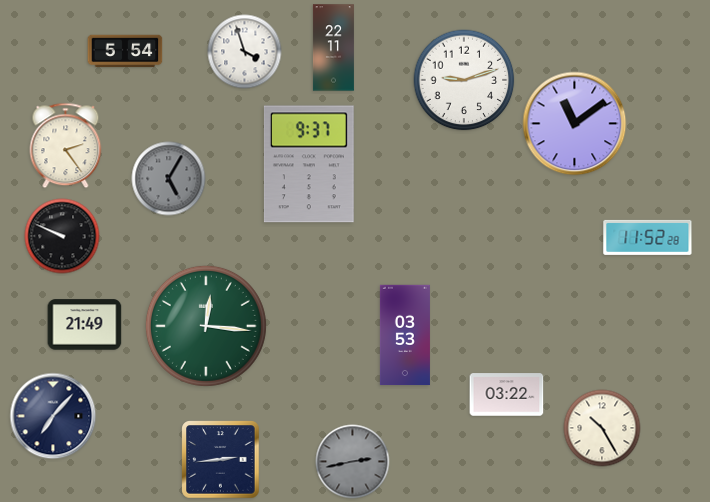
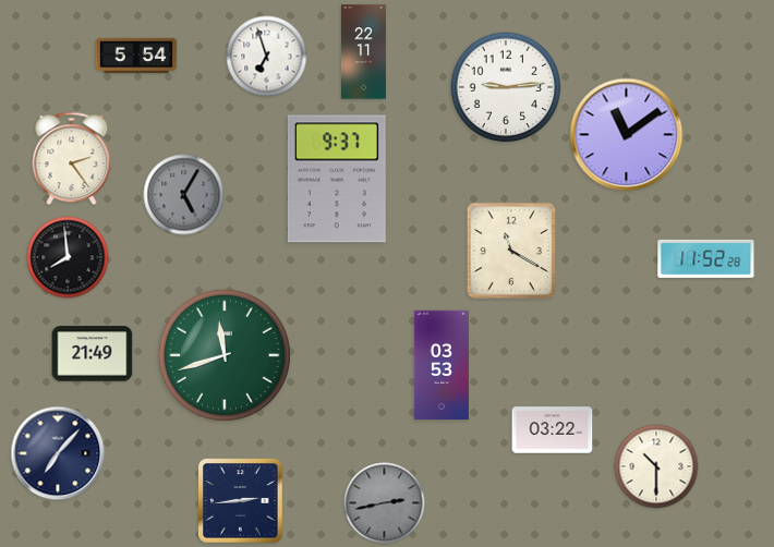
clock at (245, 52): 3:57 -> 6:57
clock at (464, 80): 9:12 -> 9:14
clock at (511, 251): none -> 11:20
clock at (62, 236): 9:49 -> 7:59
clock at (206, 326): 12:16 -> 11:42
clock at (602, 428): 10:25 -> 10:30
